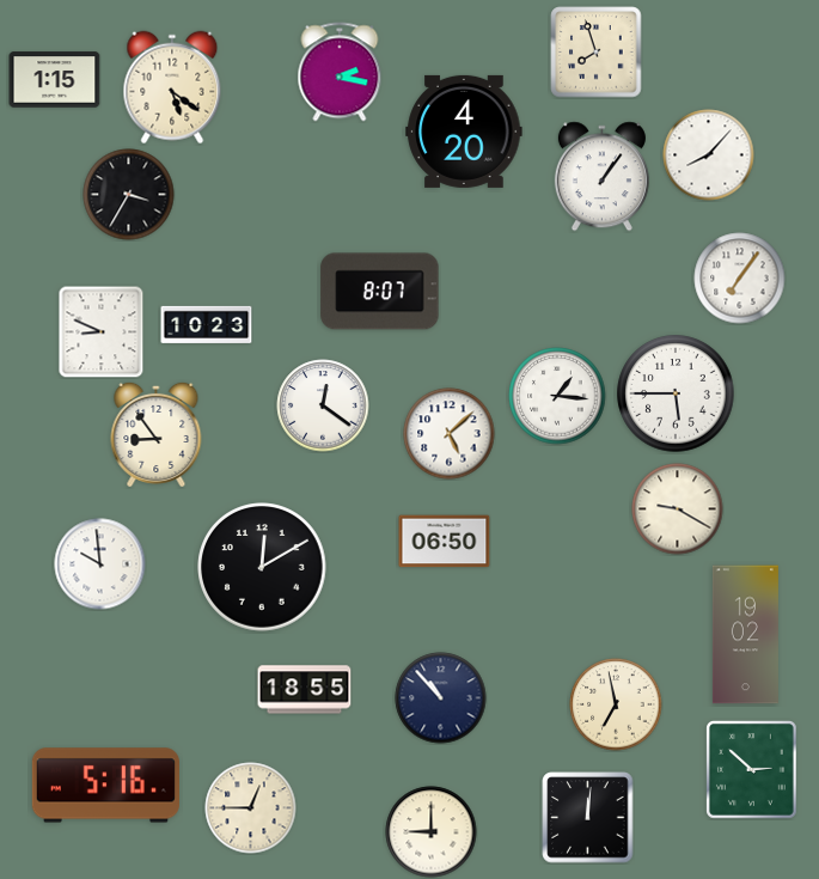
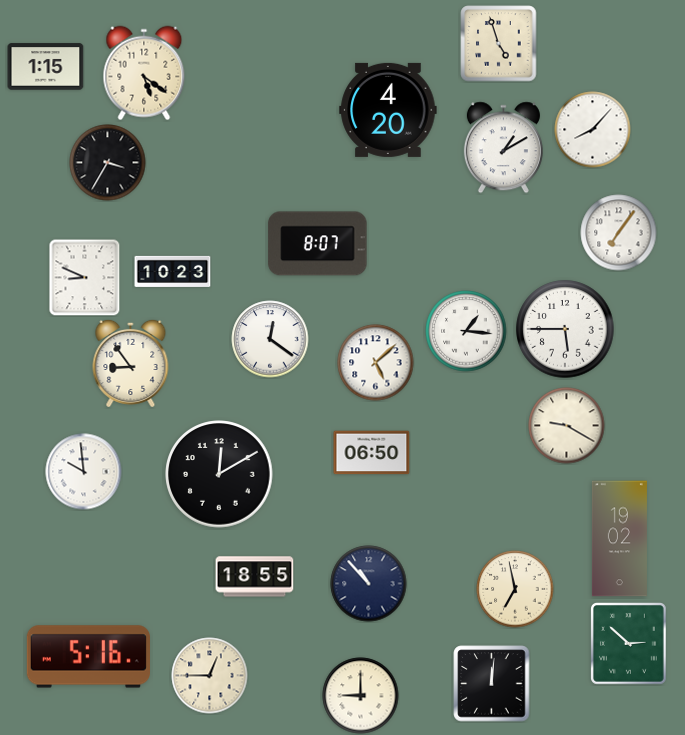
clock at (597, 53): 7:57 -> 4:57
clock at (340, 72): 2:17 -> none
clock at (601, 177): 1:06 -> 1:10
clock at (745, 635) position: (745, 635) -> (619, 539)
